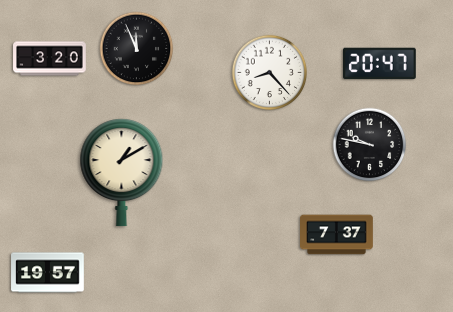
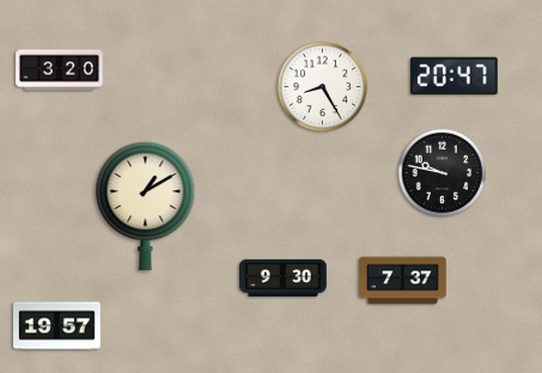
clock at (137, 49): 11:56 -> none
clock at (270, 73): 8:23 -> 8:25
clock at (284, 277): none -> 9:30
